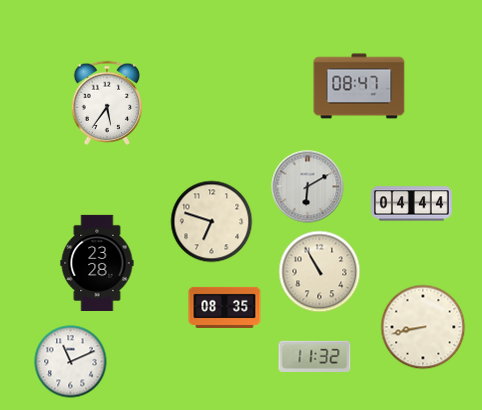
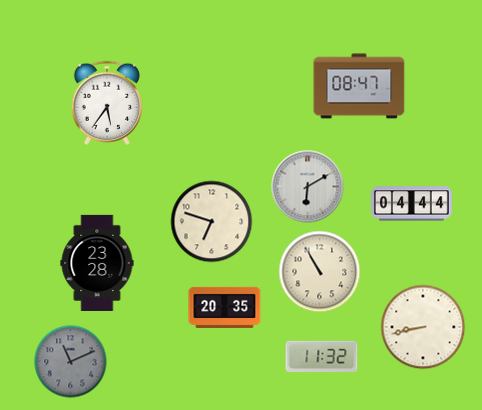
clock at (225, 307): 08:35 -> 20:35
clock at (315, 356) position: (315, 356) -> (322, 356)
clock at (71, 362) dial: white -> grey
